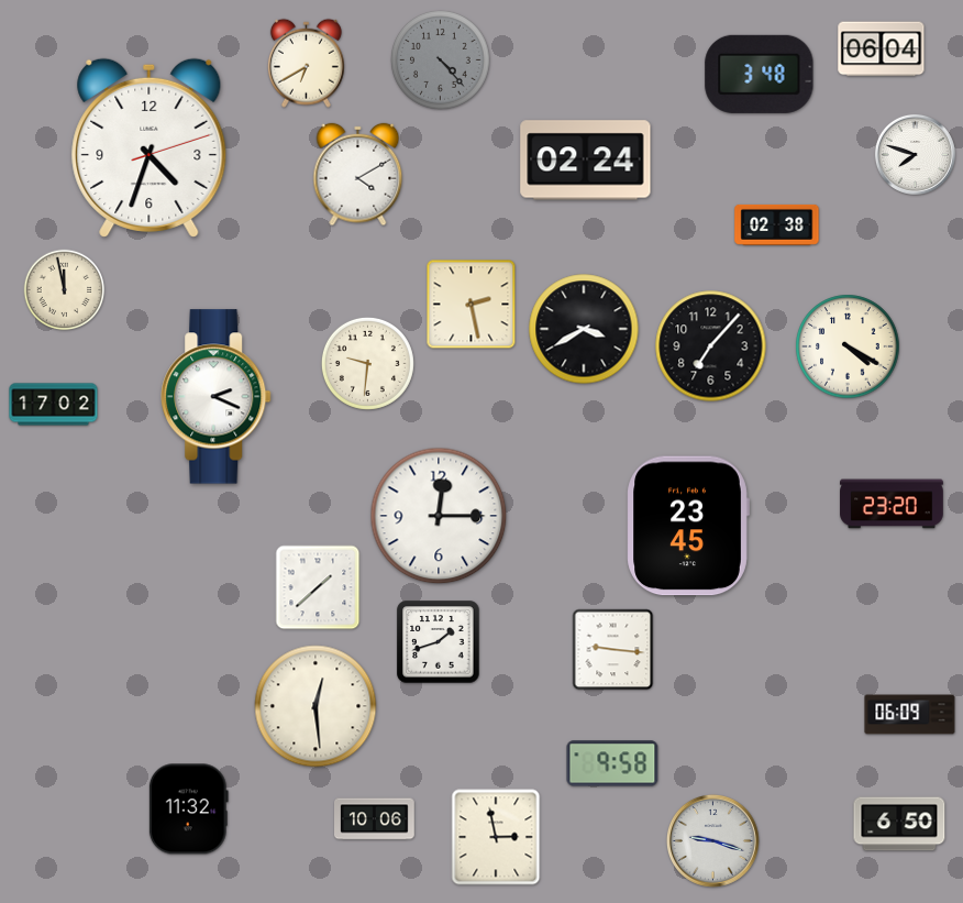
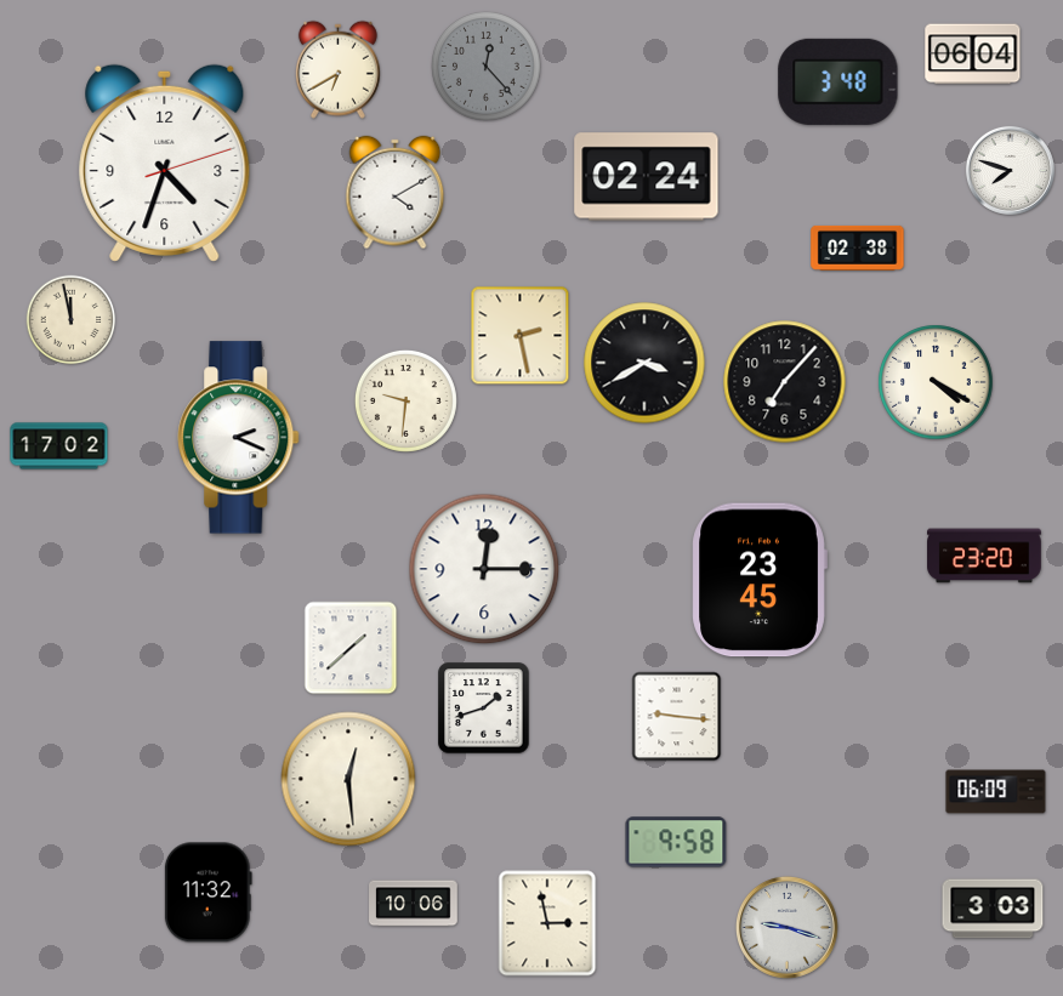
clock at (441, 60): 4:23 -> 12:23
clock at (910, 715) position: (910, 715) -> (996, 792)
clock at (899, 824): 6:50 -> 3:03
